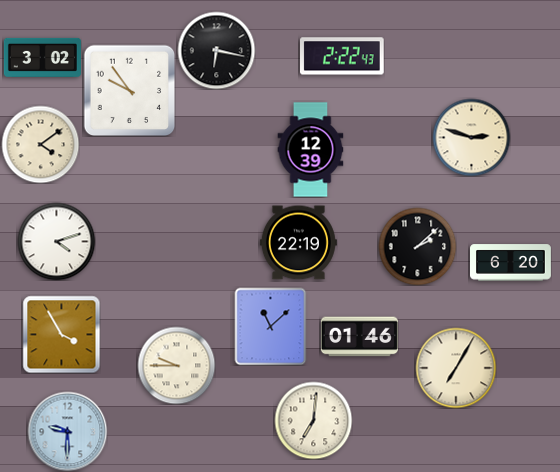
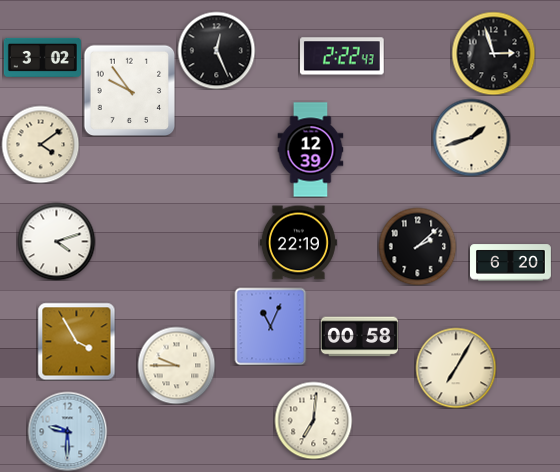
clock at (216, 50): 6:17 -> 12:26
clock at (493, 53): none -> 2:57
clock at (471, 137): 2:48 -> 1:42
clock at (271, 326): 11:08 -> 11:04
clock at (61, 334) position: (61, 334) -> (76, 341)
clock at (359, 337): 01:46 -> 00:58
